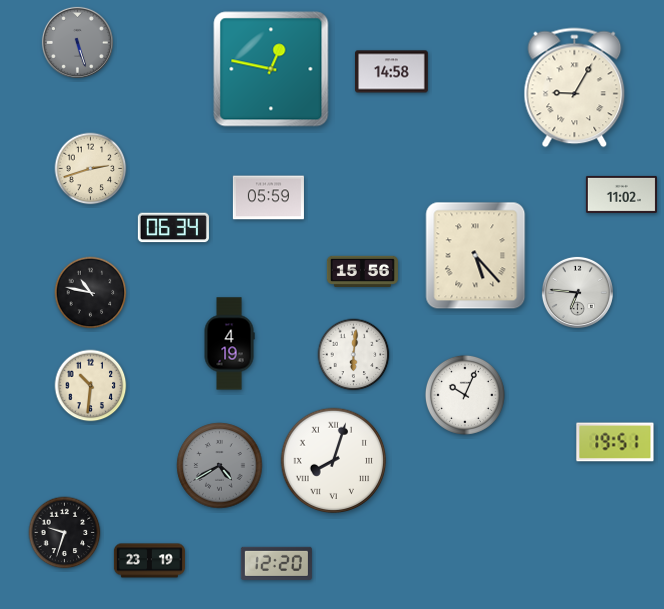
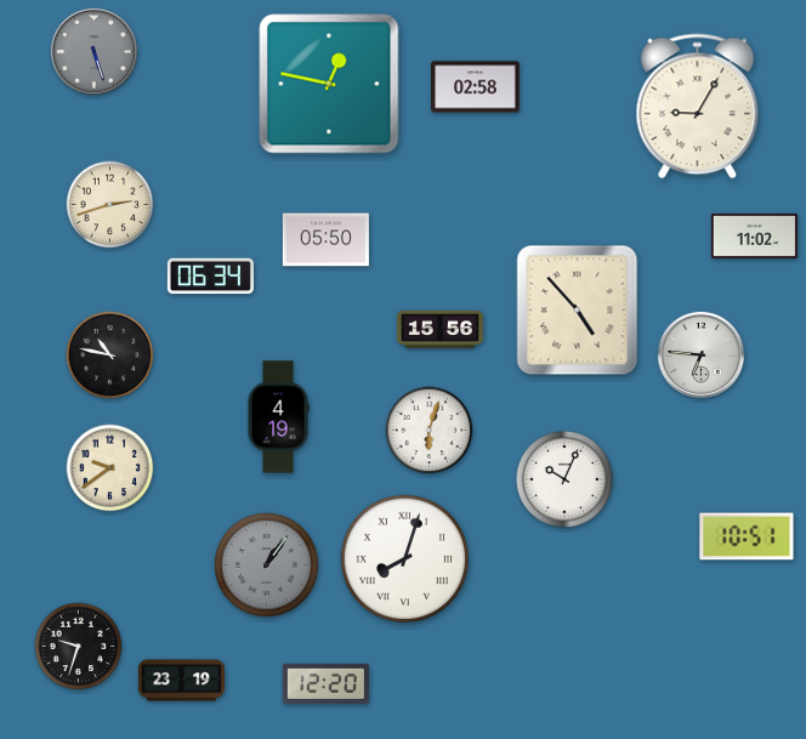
clock at (392, 72): 14:58 -> 02:58
clock at (268, 198): 05:59 -> 05:50
clock at (476, 256): 5:23 -> 4:53
clock at (354, 355): 6:01 -> 6:03
clock at (91, 386): 10:31 -> 9:39
clock at (615, 442): 19:51 -> 10:51
clock at (220, 466): 4:40 -> 1:06
clock at (276, 563) position: (276, 563) -> (325, 683)
